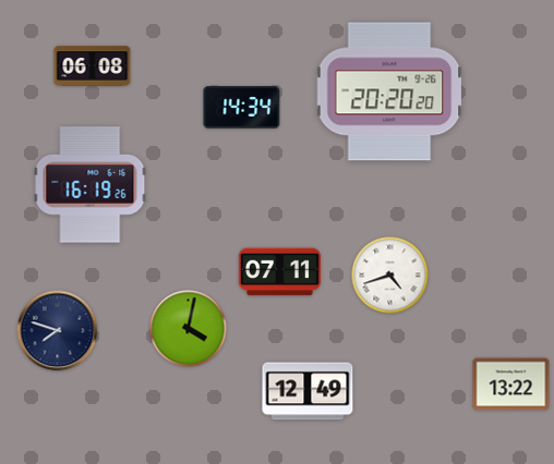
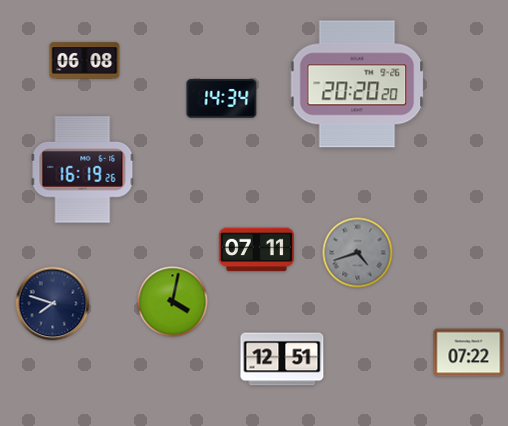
clock at (390, 276) dial: white -> grey
clock at (511, 384): 13:22 -> 07:22
clock at (308, 391): 12:49 -> 12:51
